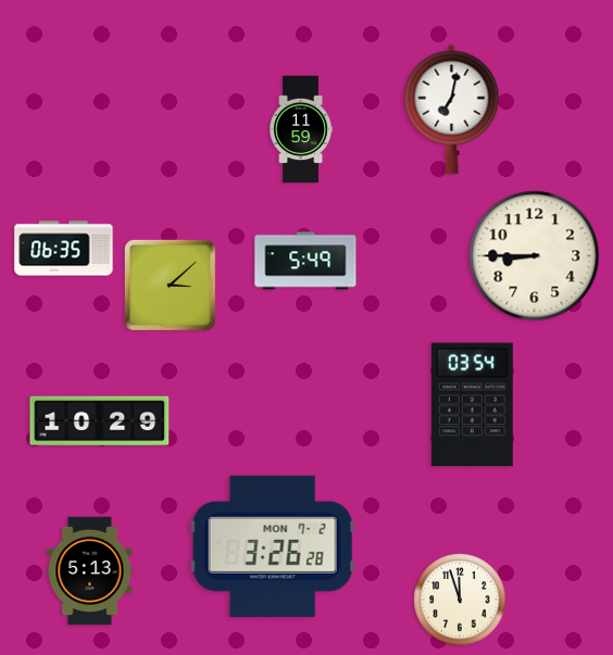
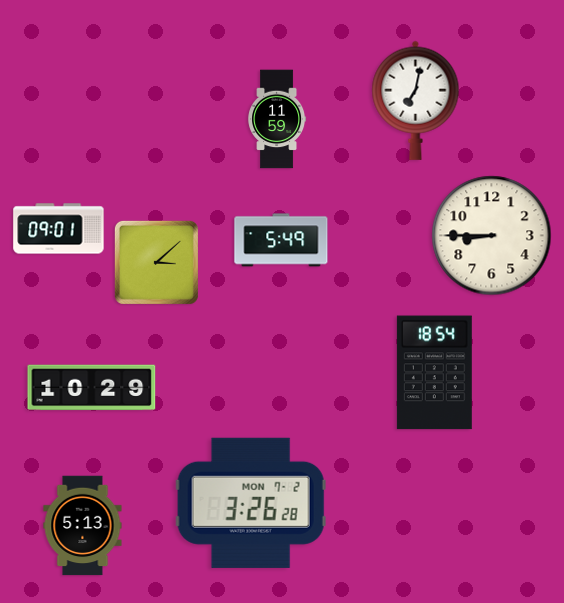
clock at (64, 249): 06:35 -> 09:01
clock at (472, 405): 03:54 -> 18:54
clock at (460, 600): 11:57 -> none
